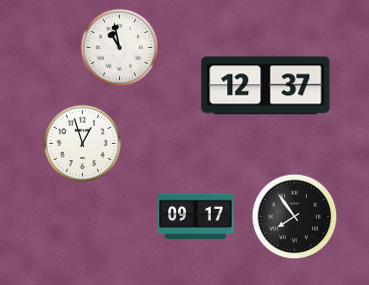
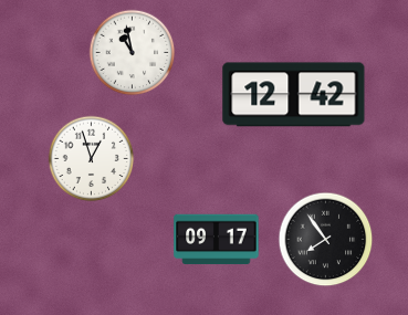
clock at (266, 86): 12:37 -> 12:42
